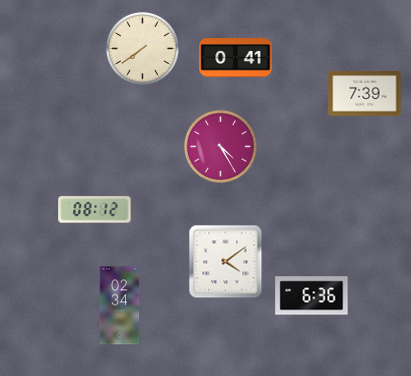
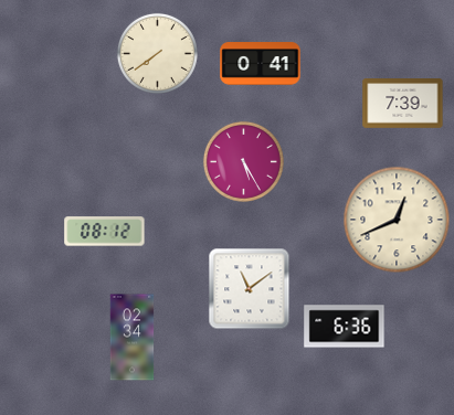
clock at (220, 146): 4:25 -> 5:25
clock at (397, 220): none -> 12:41
clock at (226, 262): 4:09 -> 11:09
